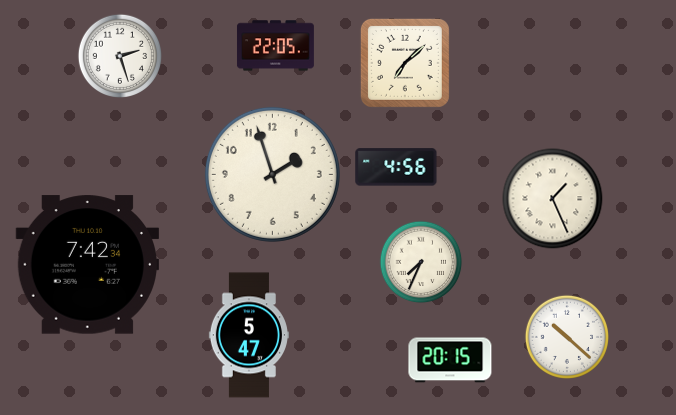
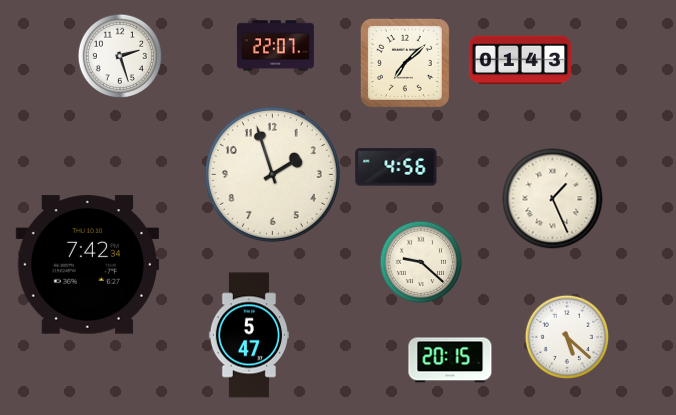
clock at (275, 46): 22:05 -> 22:07
clock at (520, 60): none -> 01:43
clock at (421, 262): 7:34 -> 9:22
clock at (566, 336): 10:22 -> 5:22
